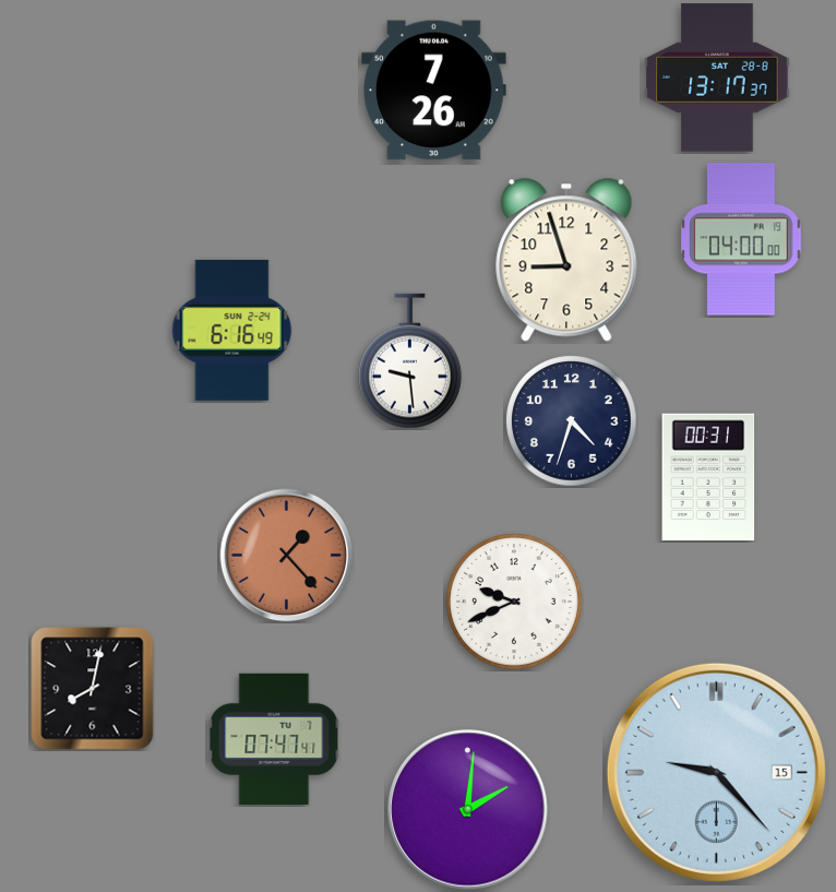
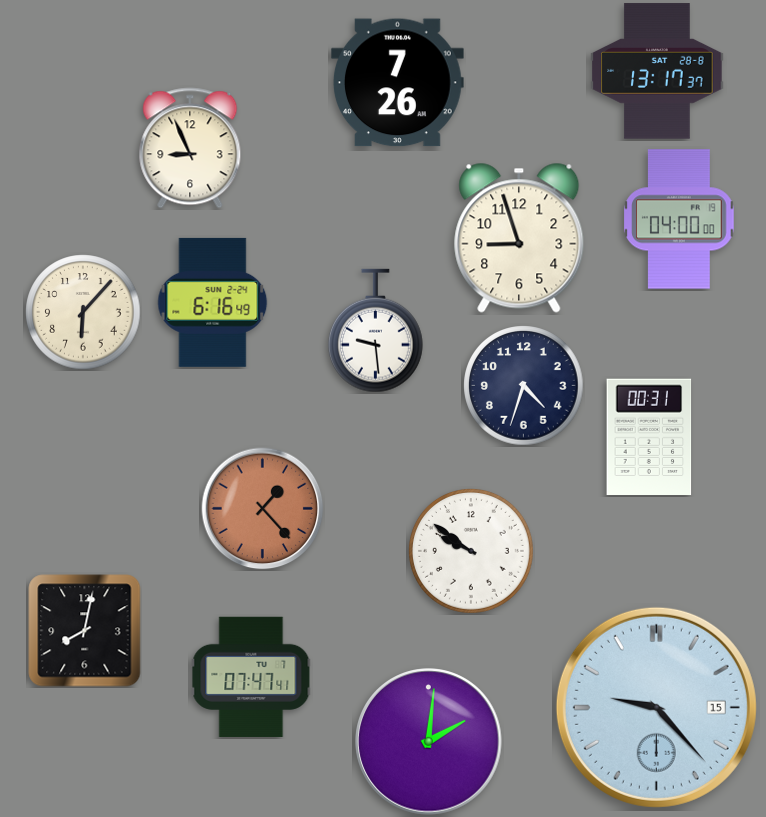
clock at (190, 148): none -> 8:56
clock at (83, 312): none -> 6:07
clock at (514, 602): 9:41 -> 9:51
